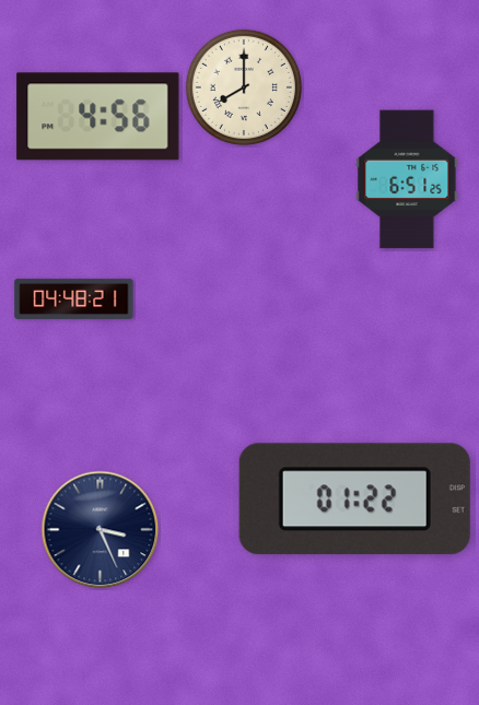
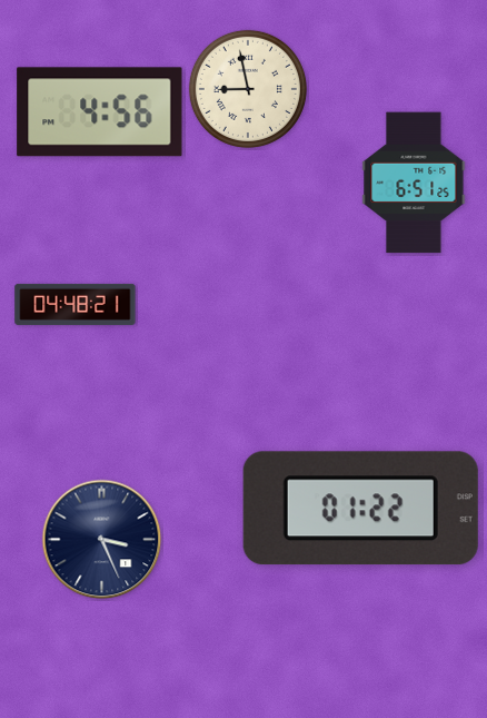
clock at (244, 87): 8:00 -> 8:58
clock at (98, 117) position: (98, 117) -> (100, 112)
